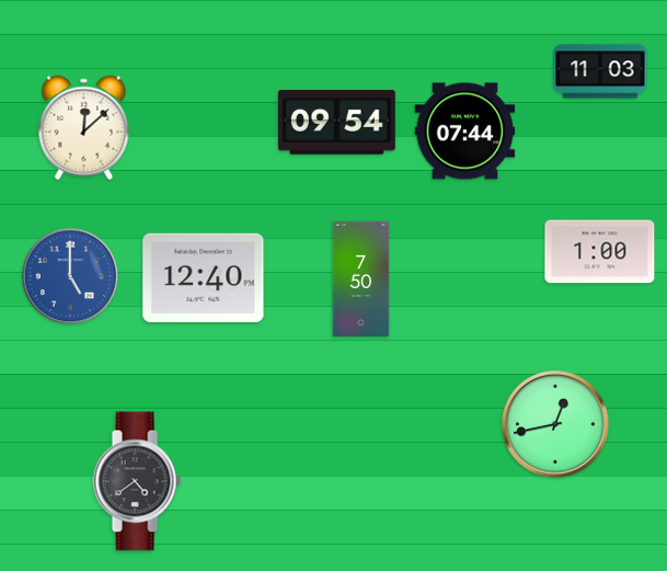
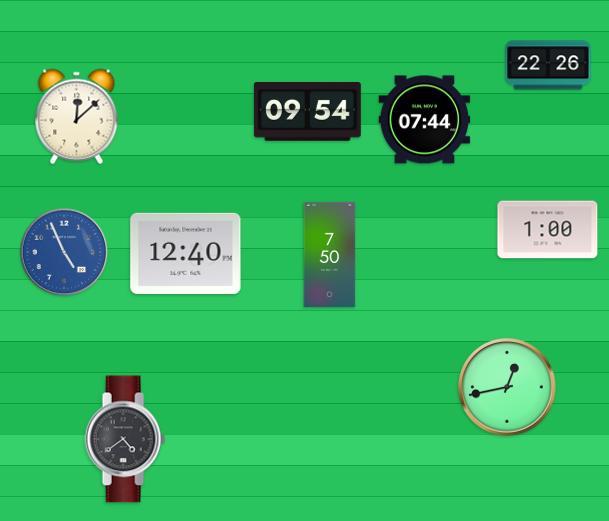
clock at (600, 71): 11:03 -> 22:26
clock at (70, 276): 5:00 -> 4:56
